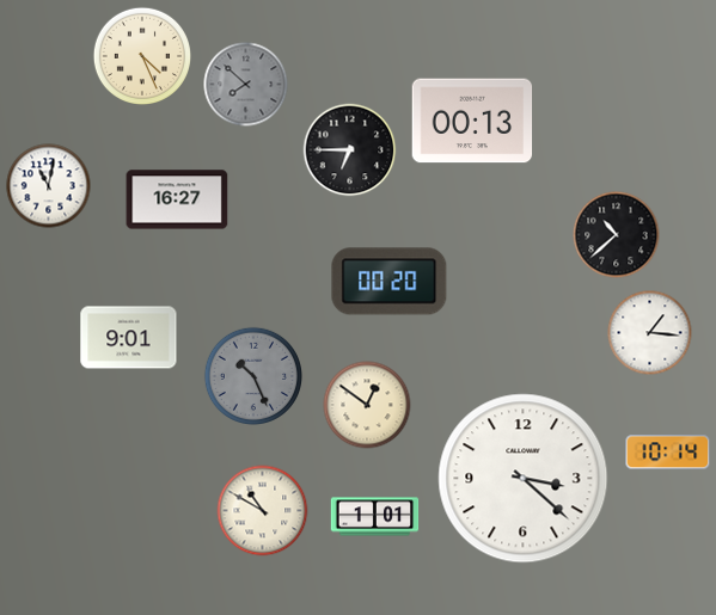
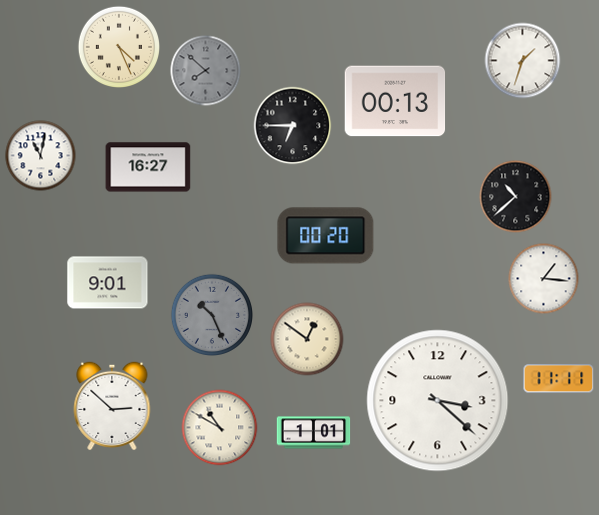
clock at (523, 61): none -> 1:33
clock at (668, 453): 10:14 -> 11:11
clock at (112, 406): none -> 2:52
